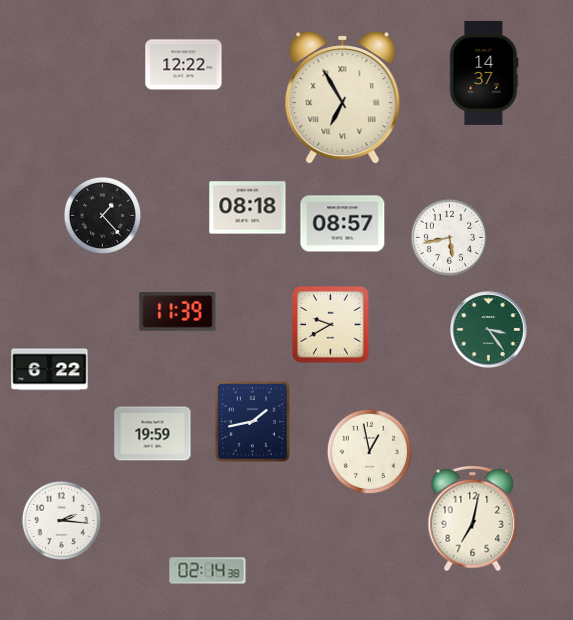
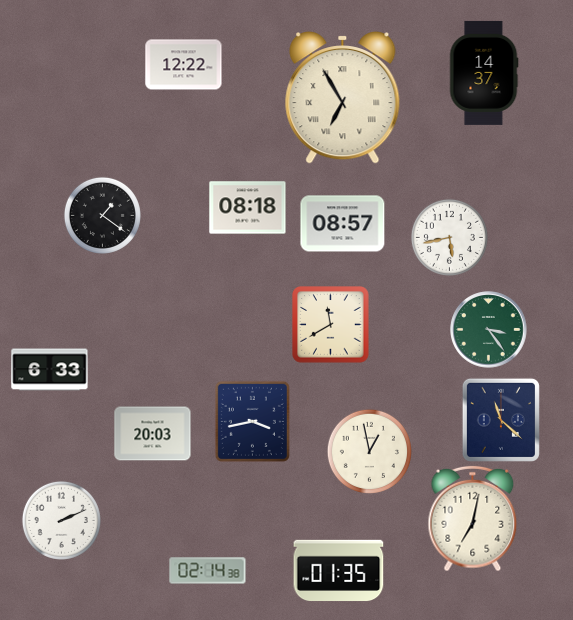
clock at (102, 215): 1:23 -> 1:21
clock at (178, 312): 11:39 -> none
clock at (331, 325): 9:40 -> 11:40
clock at (50, 370): 6:22 -> 6:33
clock at (501, 420): none -> 11:22
clock at (252, 421): 1:43 -> 3:43
clock at (153, 434): 19:59 -> 20:03
clock at (61, 520): 2:16 -> 2:11
clock at (339, 571): none -> 01:35
